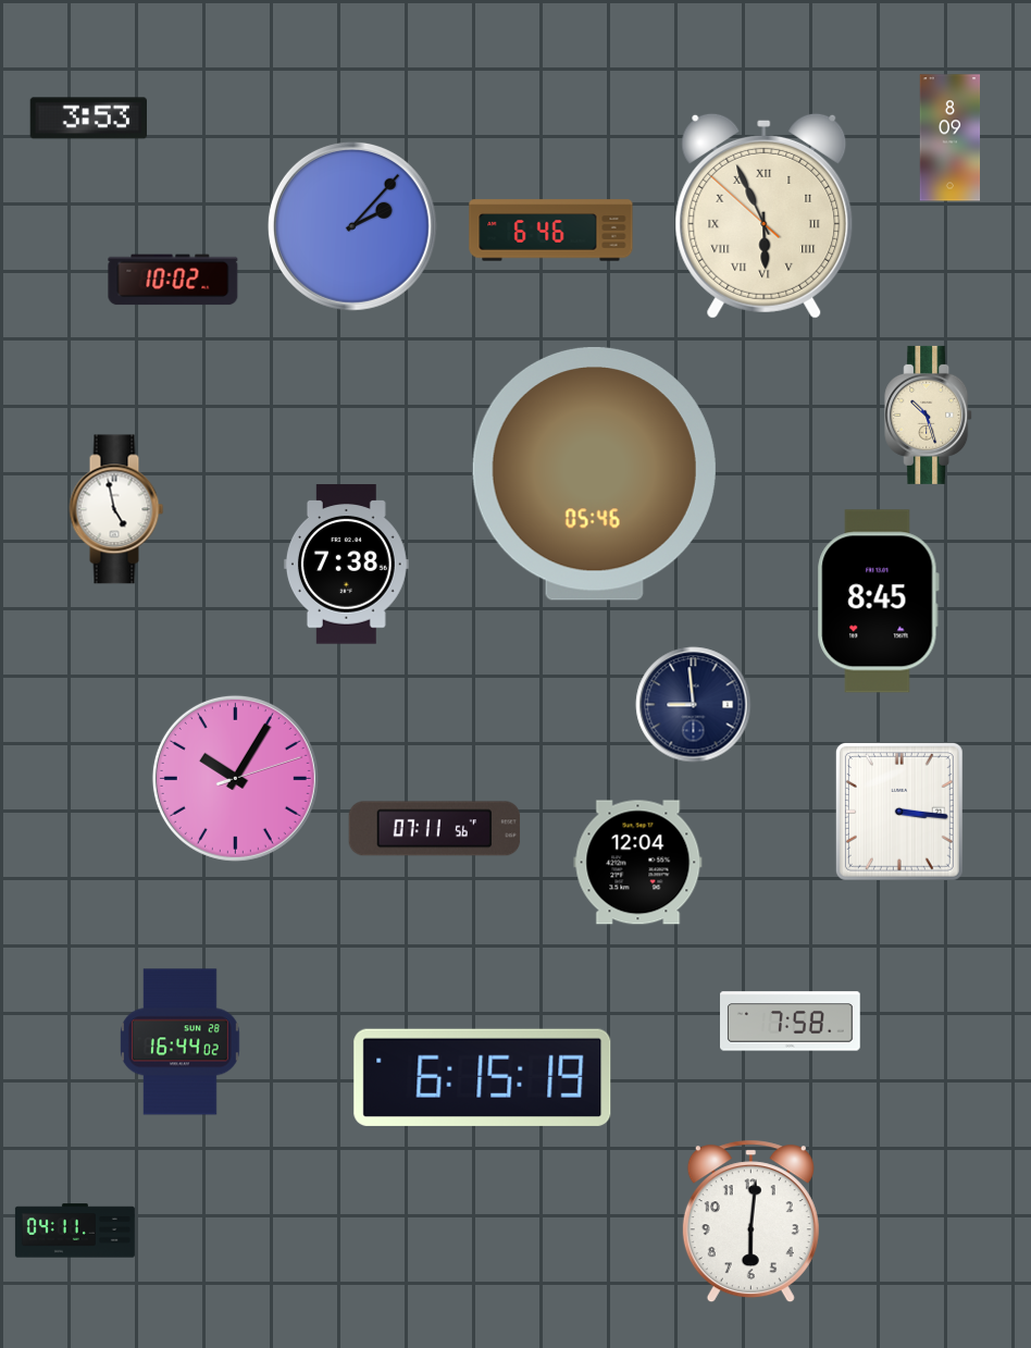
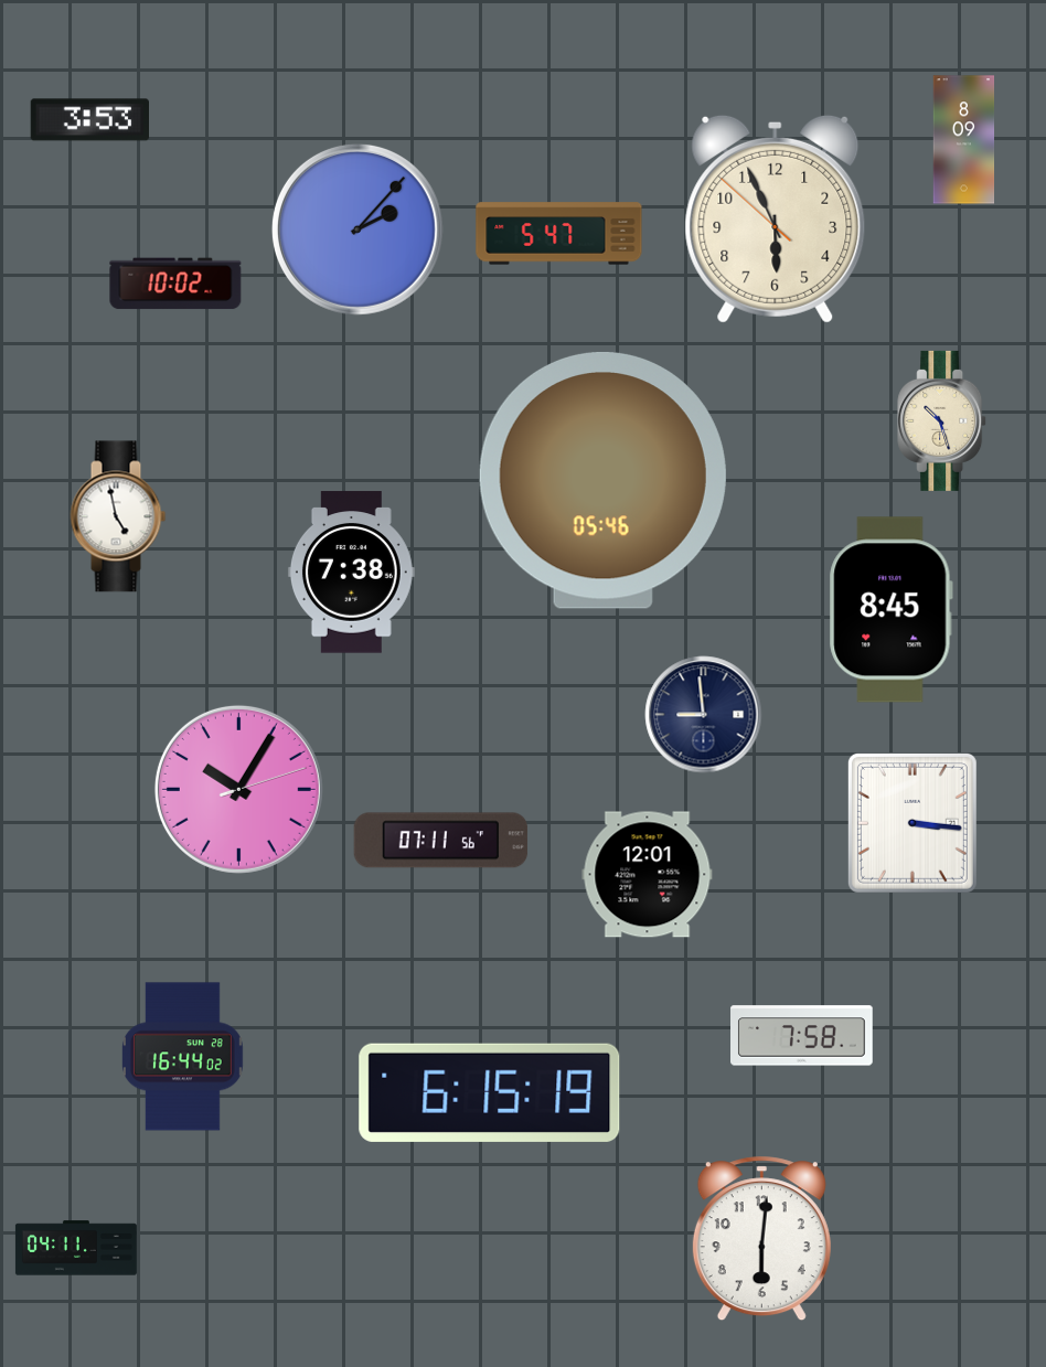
clock at (765, 215) numerals: Roman -> Arabic
clock at (551, 231): 6:46 -> 5:47
clock at (638, 863): 12:04 -> 12:01
